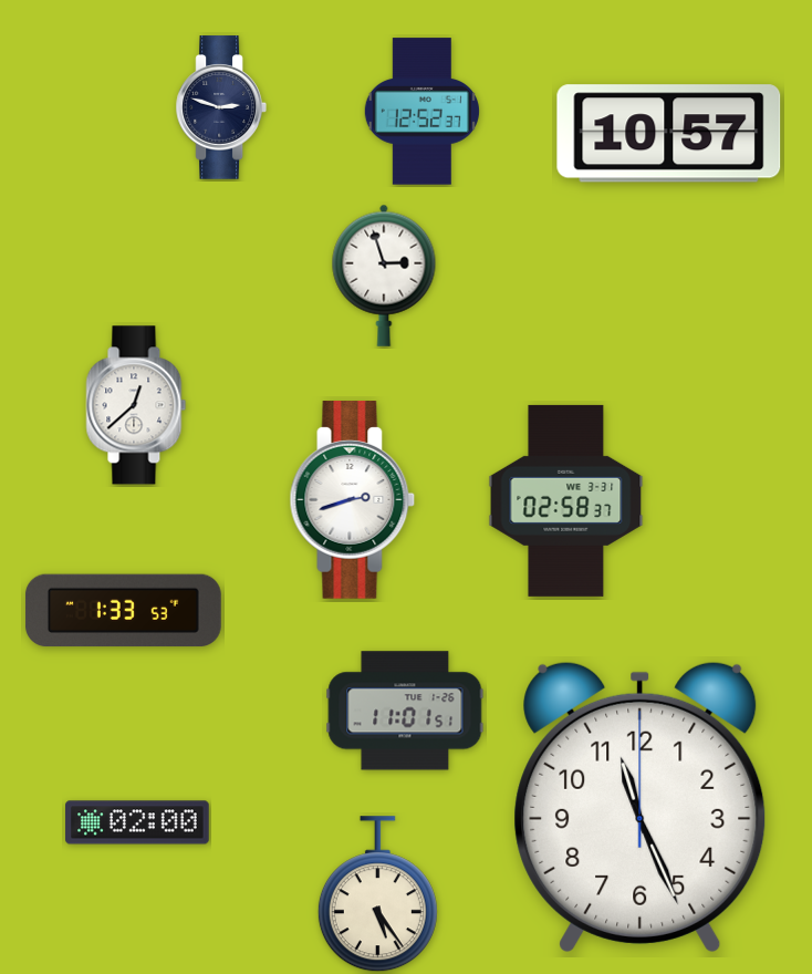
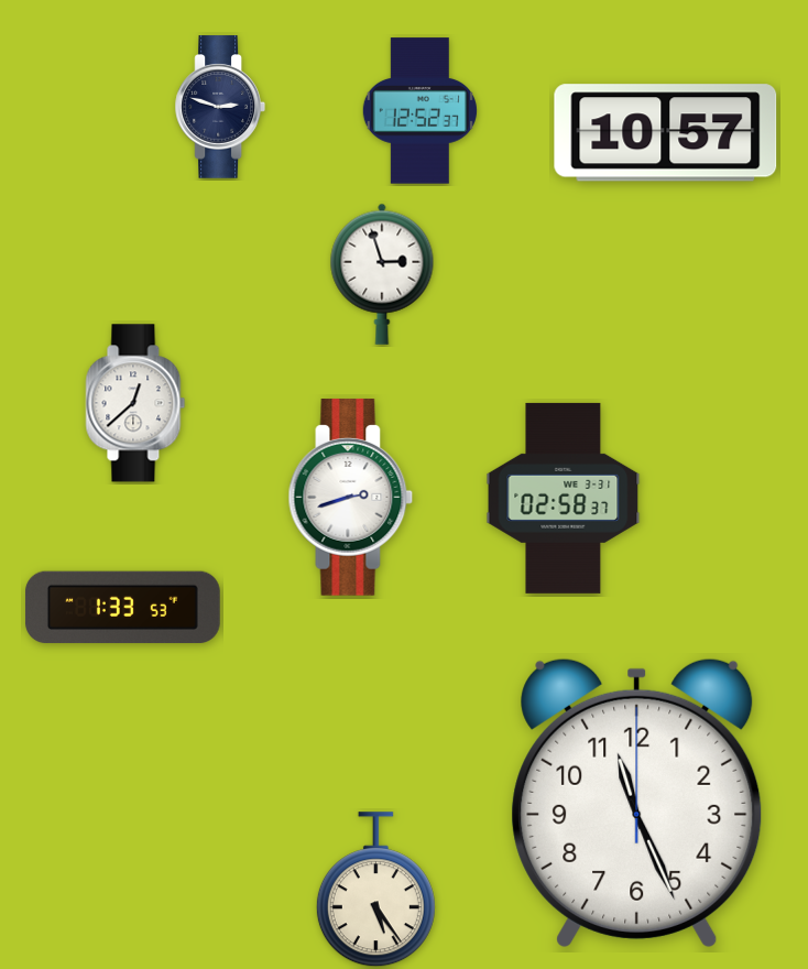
clock at (405, 711): 11:01 -> none
clock at (137, 822): 02:00 -> none
